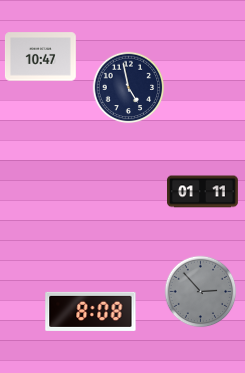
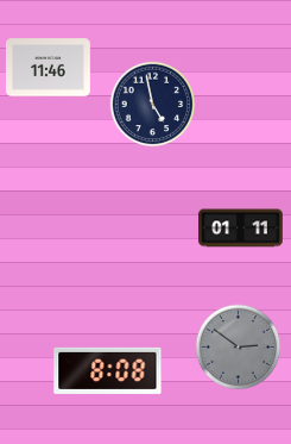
clock at (40, 57): 10:47 -> 11:46
clock at (201, 292): 2:53 -> 2:51
